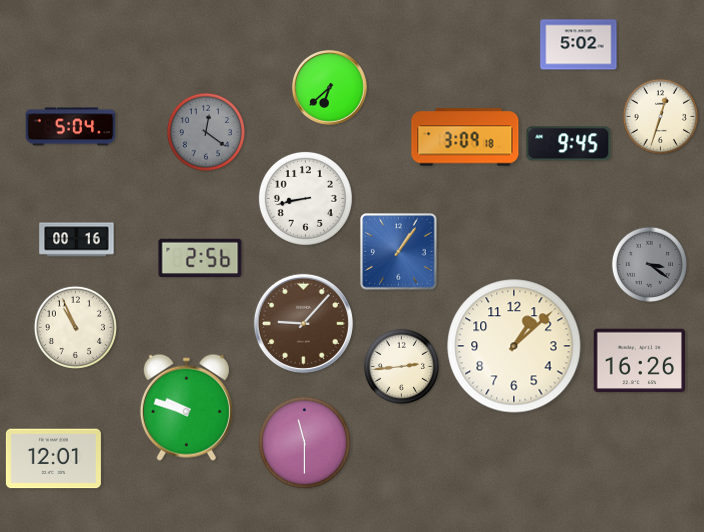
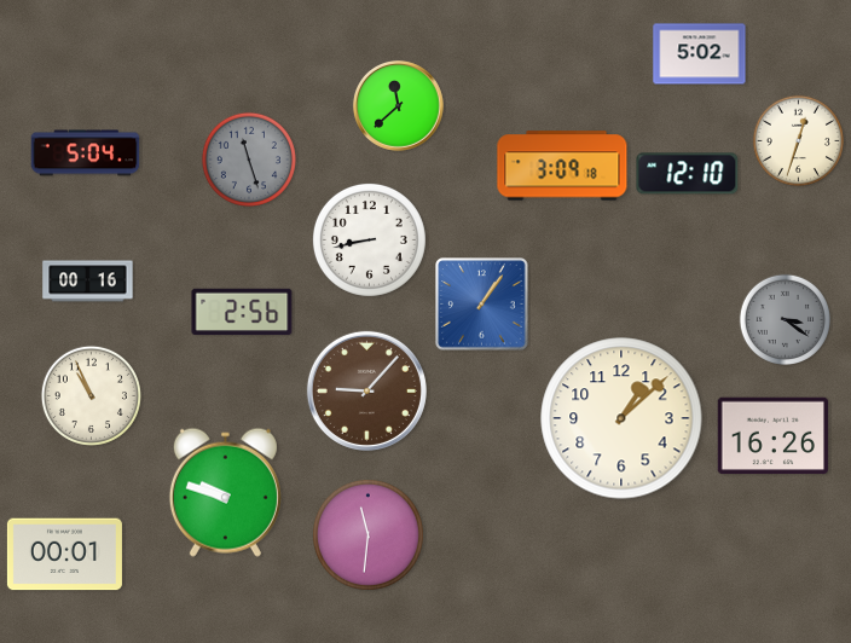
clock at (330, 88): 6:38 -> 11:38
clock at (206, 132): 12:21 -> 11:27
clock at (569, 144): 9:45 -> 12:10
clock at (77, 240) position: (77, 240) -> (88, 282)
clock at (401, 366): 2:44 -> none
clock at (304, 442): 11:30 -> 11:31
clock at (53, 459): 12:01 -> 00:01
